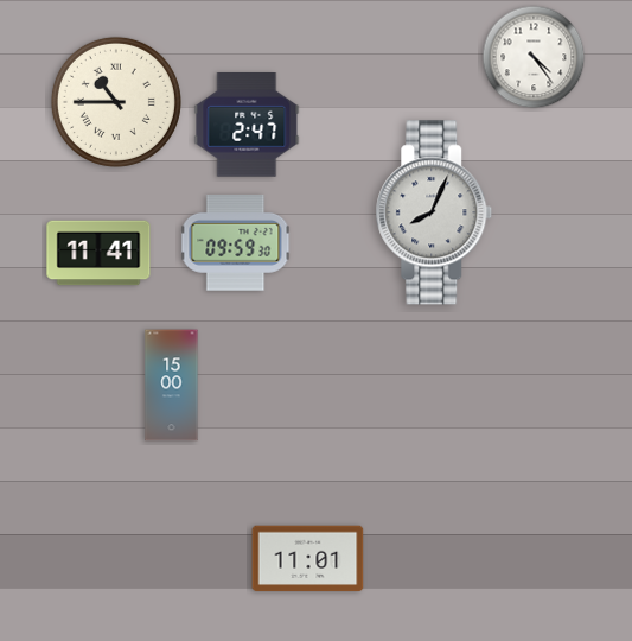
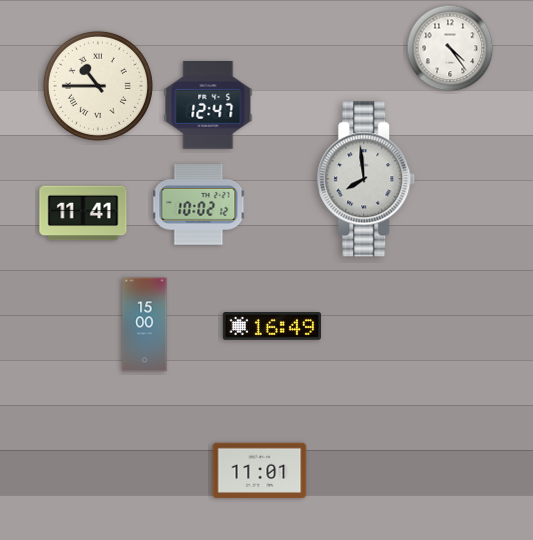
clock at (247, 126): 2:47 -> 12:47
clock at (434, 212): 8:04 -> 7:59
clock at (236, 243): 09:59 -> 10:02
clock at (271, 327): none -> 16:49
